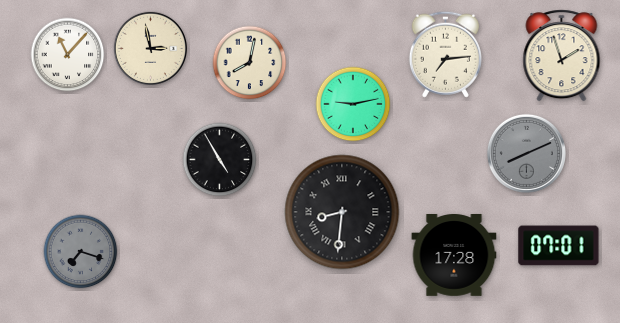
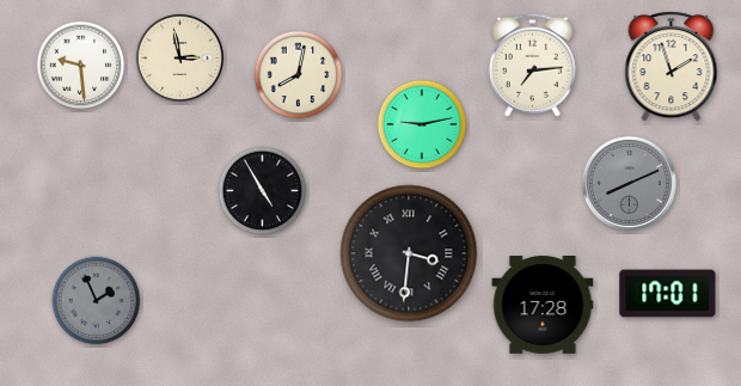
clock at (68, 55): 11:07 -> 9:29
clock at (342, 212): 8:31 -> 3:31
clock at (559, 246): 07:01 -> 17:01
clock at (81, 252): 7:18 -> 1:56
